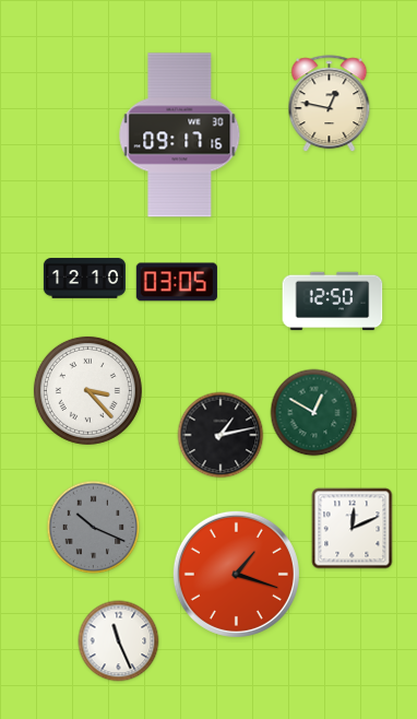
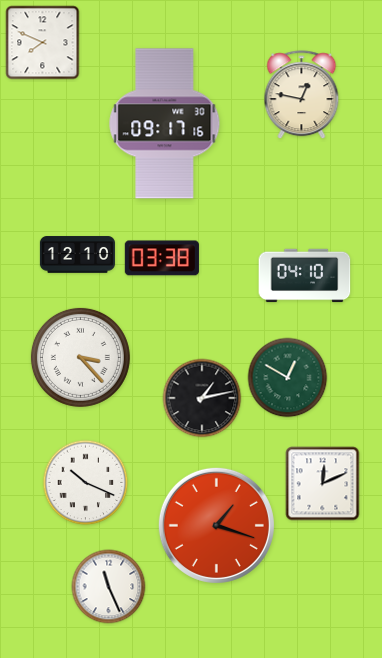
clock at (43, 43): none -> 7:49
clock at (177, 282): 03:05 -> 03:38
clock at (333, 302): 12:50 -> 04:10
clock at (94, 528) dial: grey -> white
